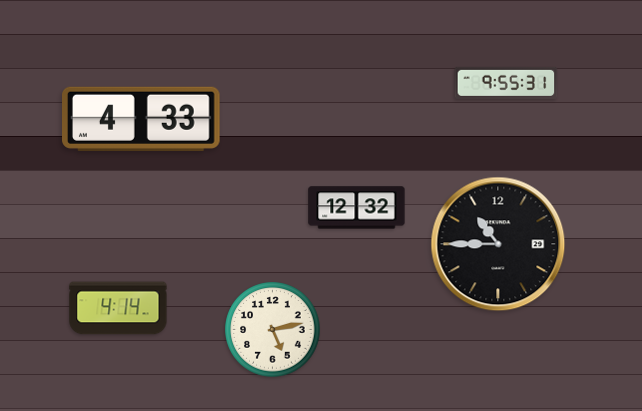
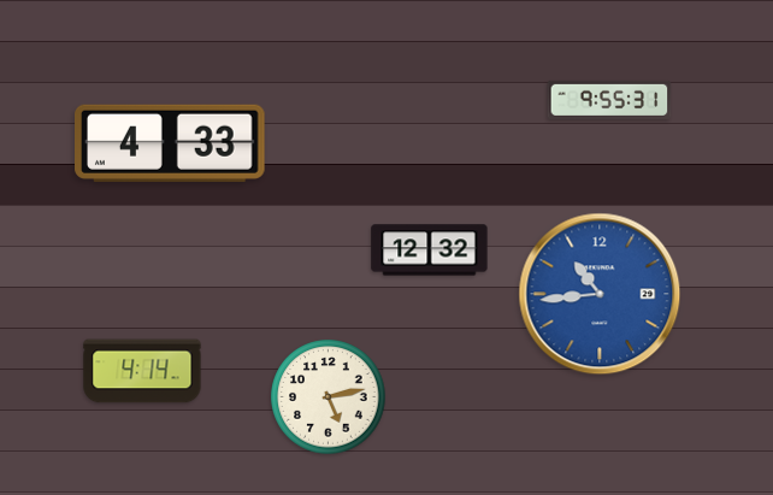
clock at (498, 244): 10:45 -> 10:44
clock at (498, 244) dial: black -> blue
